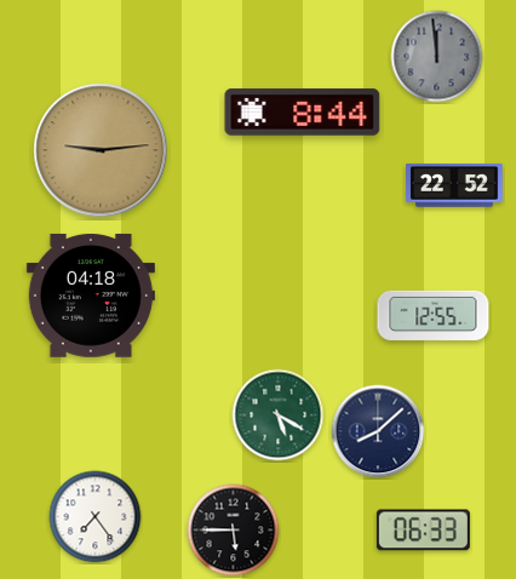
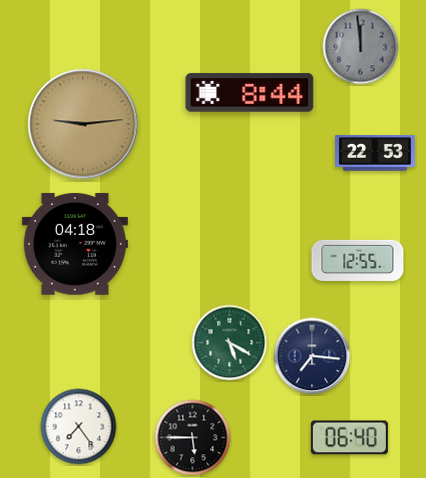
clock at (455, 185): 22:52 -> 22:53
clock at (378, 431): 8:08 -> 7:16
clock at (423, 531): 06:33 -> 06:40
